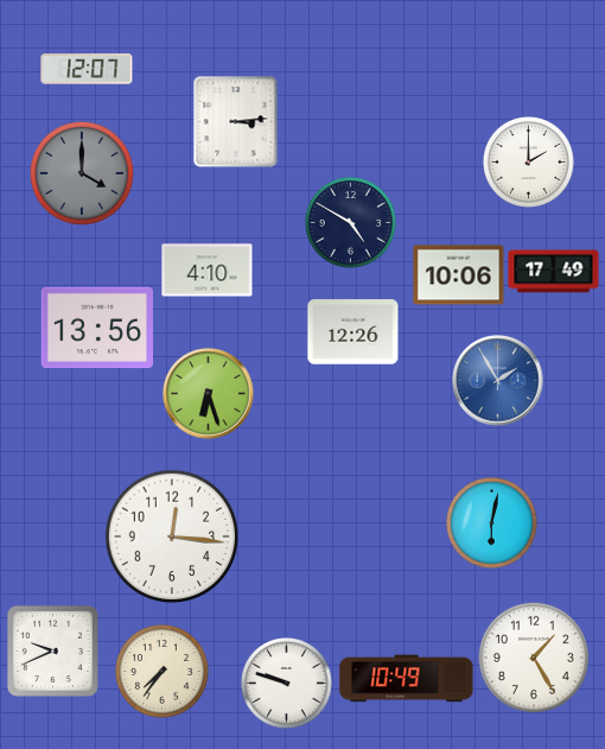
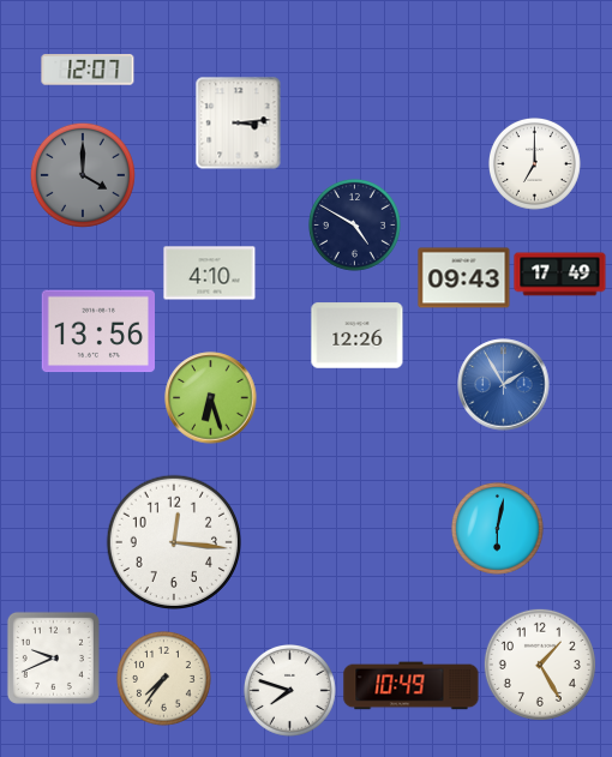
clock at (529, 163): 2:00 -> 7:00
clock at (459, 275): 10:06 -> 09:43
clock at (287, 684): 9:48 -> 7:48
